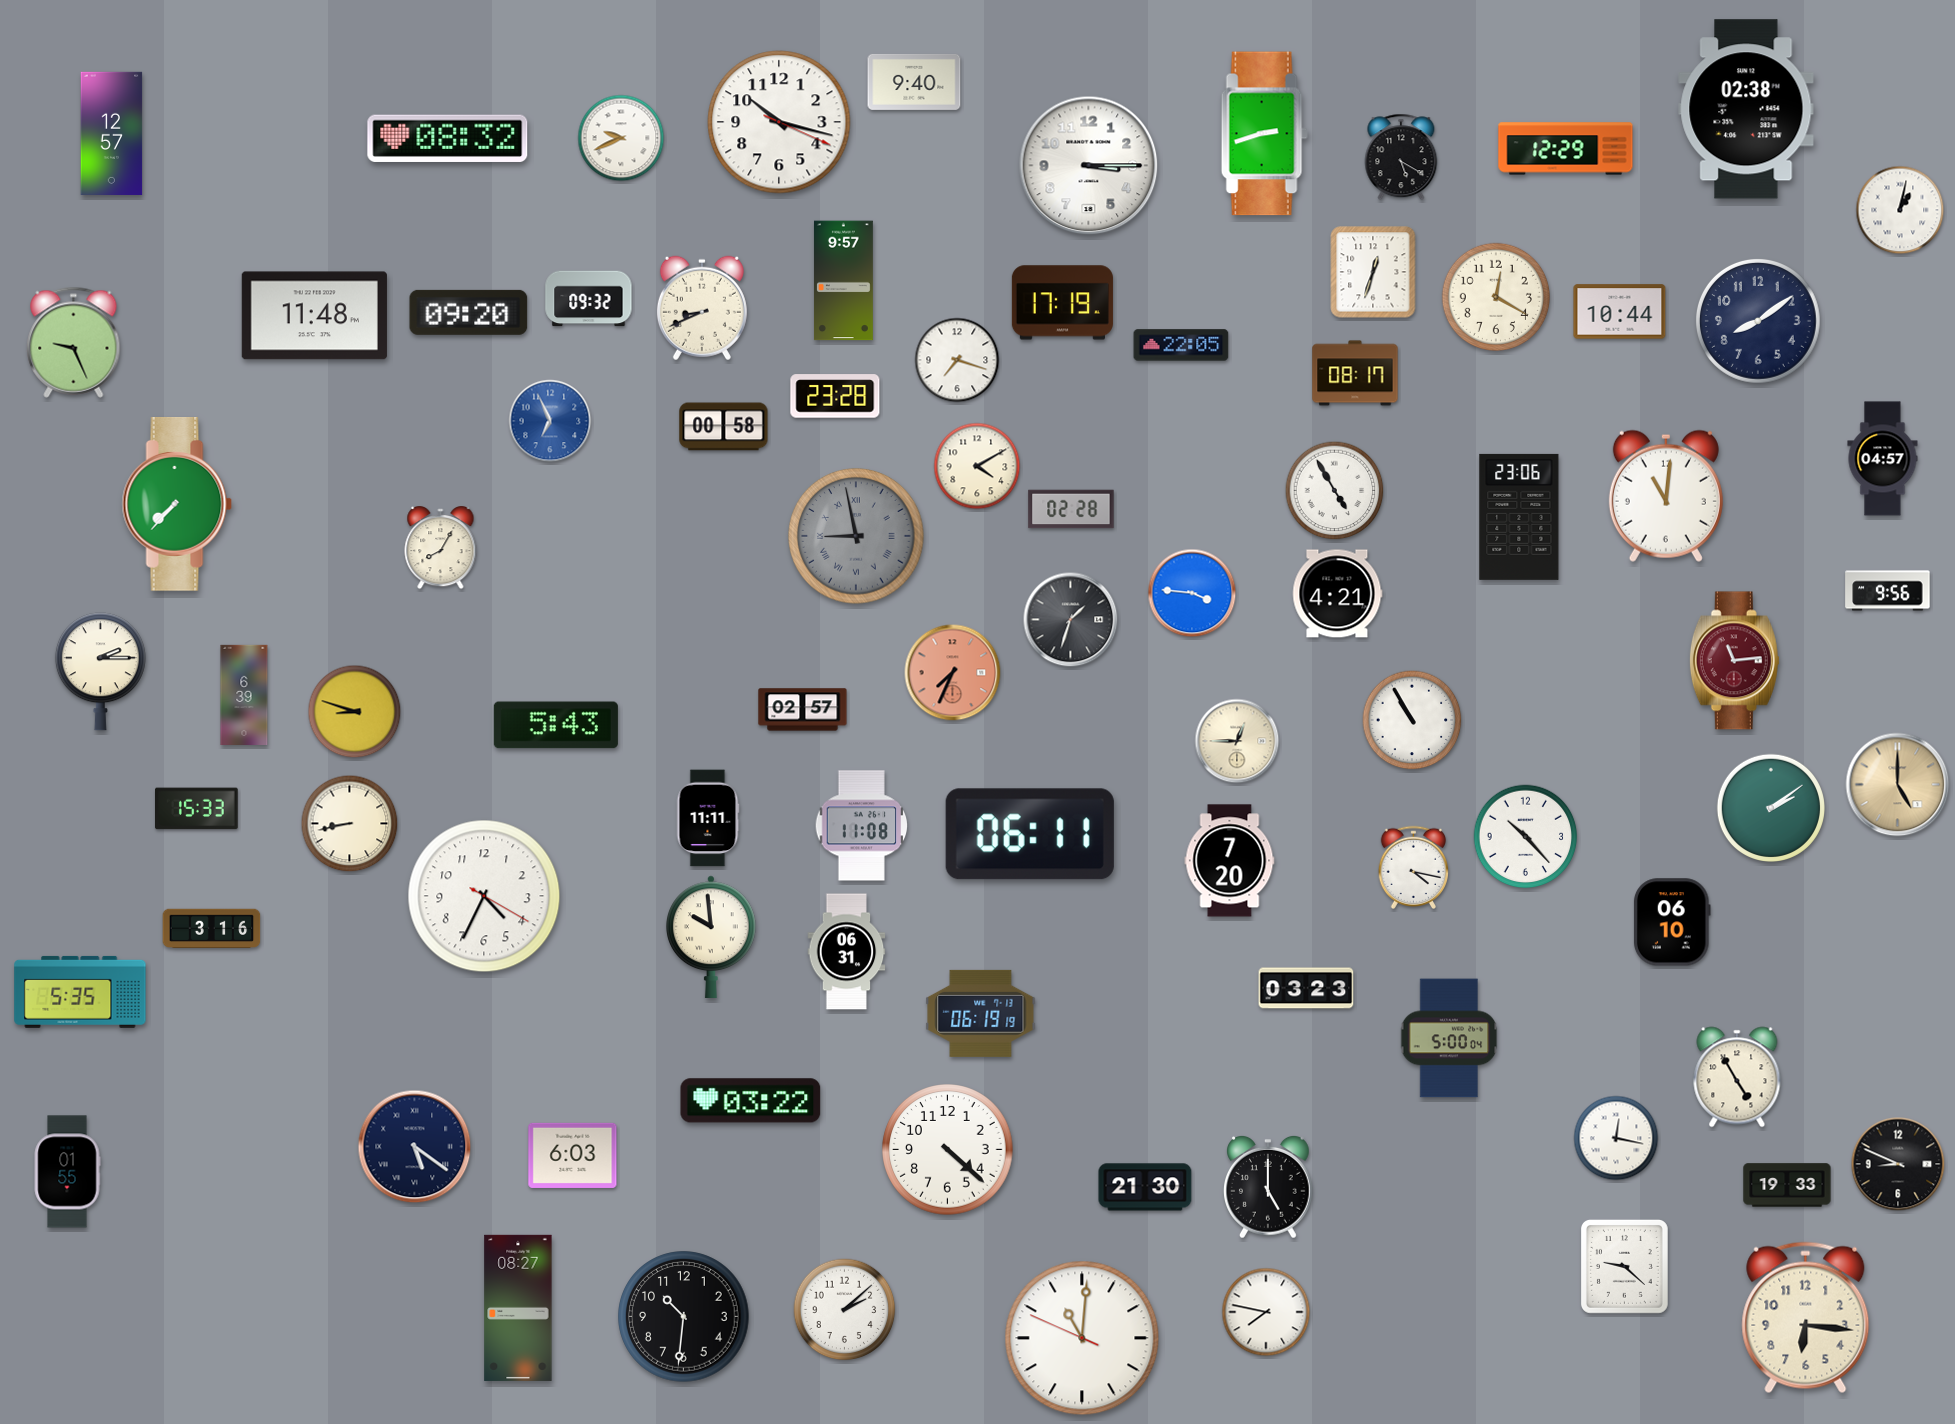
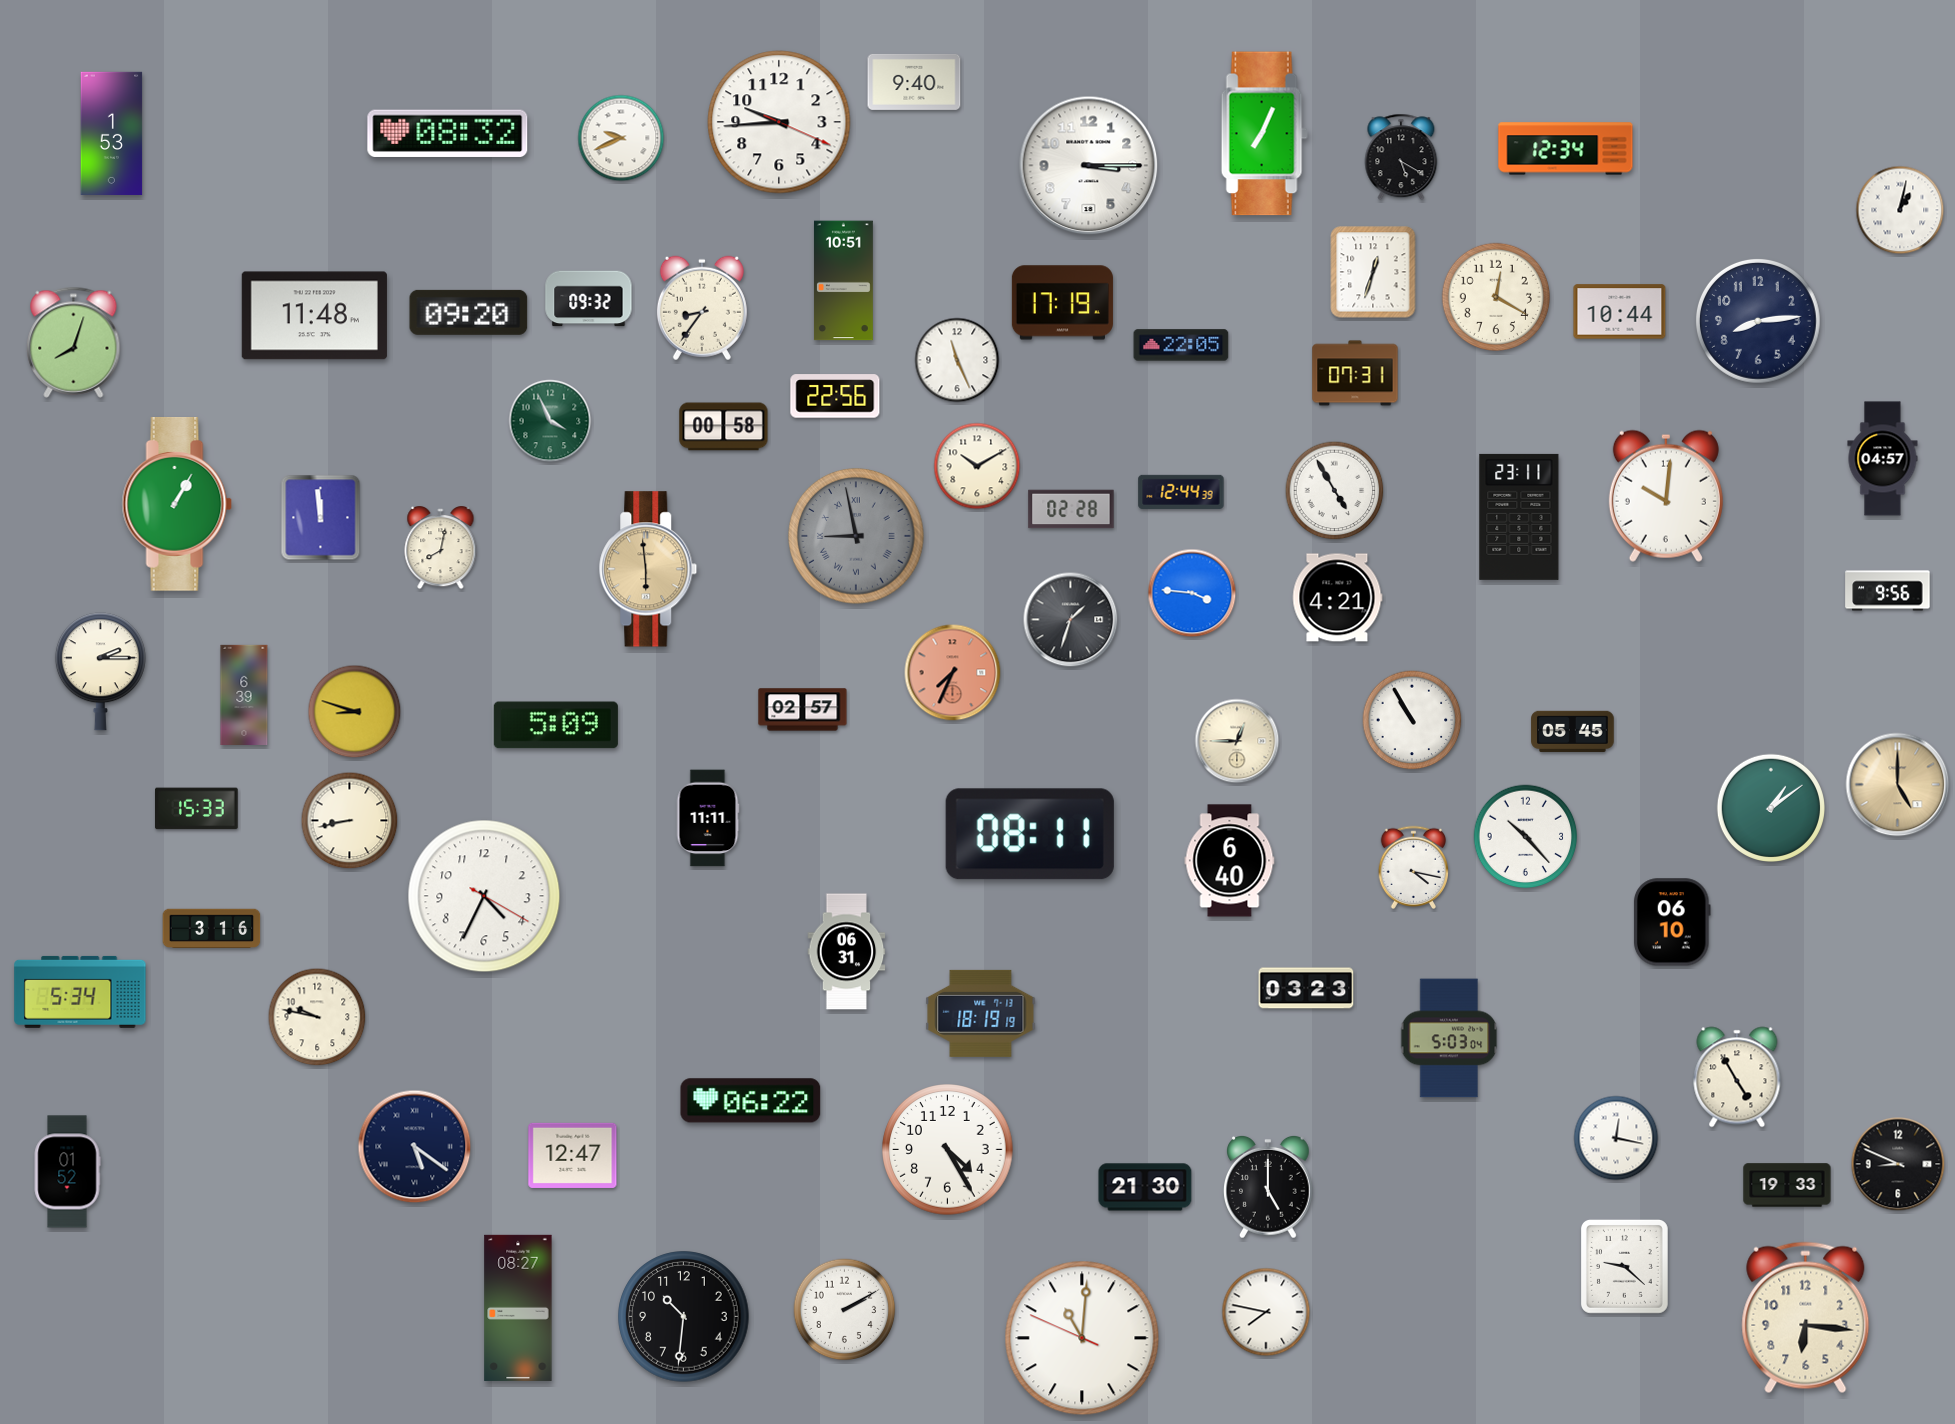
clock at (1746, 109): 02:38 -> none
clock at (779, 122): 10:17 -> 9:44
clock at (112, 133): 12:57 -> 1:53
clock at (1264, 134): 2:42 -> 7:04
clock at (448, 138) position: (448, 138) -> (448, 133)
clock at (1566, 149): 12:29 -> 12:34
clock at (843, 281): 9:57 -> 10:51
clock at (702, 308): 8:41 -> 8:36
clock at (1758, 321): 8:09 -> 8:14
clock at (74, 342): 9:26 -> 8:03
clock at (957, 360): 7:18 -> 11:26
clock at (1355, 373): 08:17 -> 07:31
clock at (835, 396): 23:28 -> 22:56
clock at (550, 421): 6:56 -> 3:56
clock at (550, 421) dial: blue -> green
clock at (977, 466): 4:10 -> 10:10
clock at (1181, 492): none -> 12:44
clock at (1666, 496): 11:01 -> 10:01
clock at (177, 505): 7:37 -> 1:05
clock at (1519, 517): 23:06 -> 23:11
clock at (321, 518): none -> 11:59
clock at (441, 549): 8:05 -> 8:02
clock at (648, 569): none -> 5:59
clock at (1337, 594) position: (1337, 594) -> (1337, 598)
clock at (1734, 661): 11:14 -> none
clock at (556, 725): 5:43 -> 5:09
clock at (1573, 731): none -> 05:45
clock at (1770, 807): 2:09 -> 1:09
clock at (350, 824) position: (350, 824) -> (350, 821)
clock at (862, 826): 11:08 -> none
clock at (1030, 834): 06:11 -> 08:11
clock at (1230, 861): 7:20 -> 6:40
clock at (712, 936): 9:59 -> none
clock at (80, 992): 5:35 -> 5:34
clock at (981, 1013): 06:19 -> 18:19
clock at (317, 1017): none -> 9:47
clock at (1449, 1038): 5:00 -> 5:03
clock at (751, 1101): 03:22 -> 06:22
clock at (948, 1150): 4:22 -> 4:25
clock at (573, 1155): 6:03 -> 12:47
clock at (67, 1172): 01:55 -> 01:52
clock at (845, 1310): 2:08 -> 2:10
